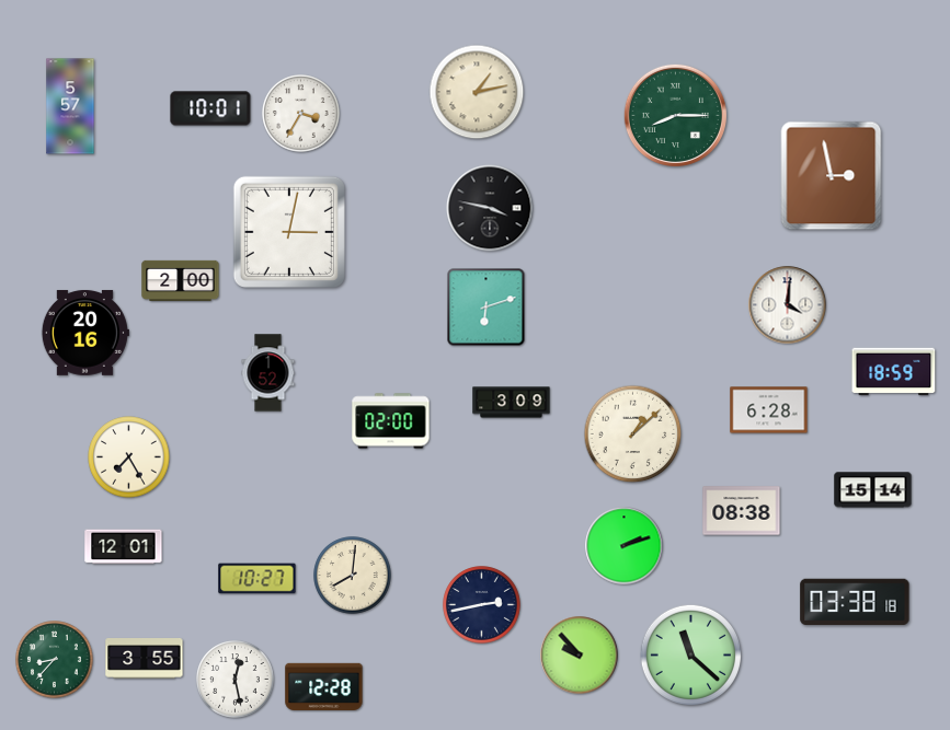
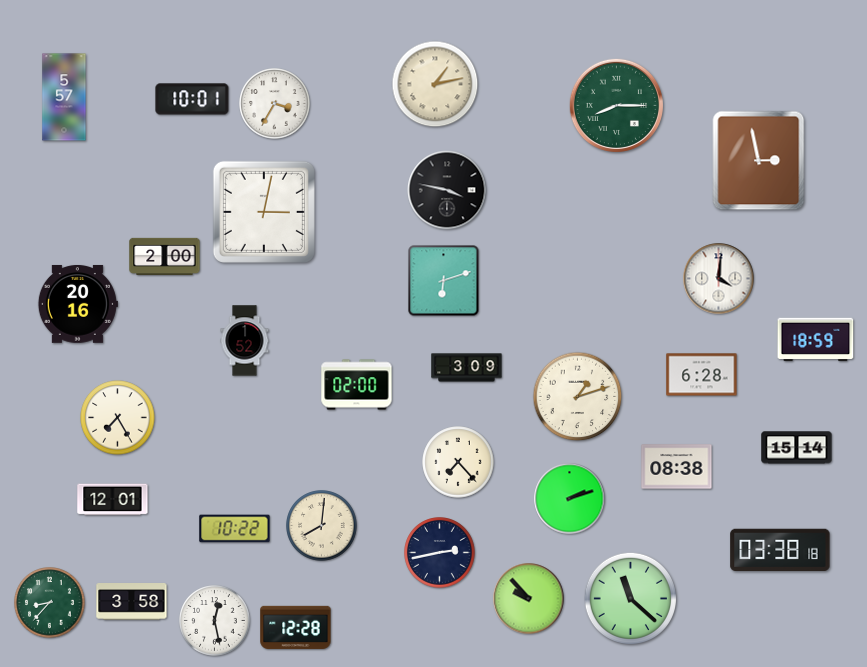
clock at (633, 434): 1:08 -> 1:12
clock at (458, 462): none -> 7:23
clock at (257, 579): 10:27 -> 10:22
clock at (145, 659): 3:55 -> 3:58
